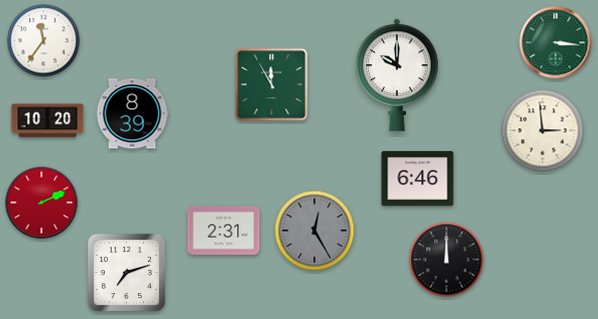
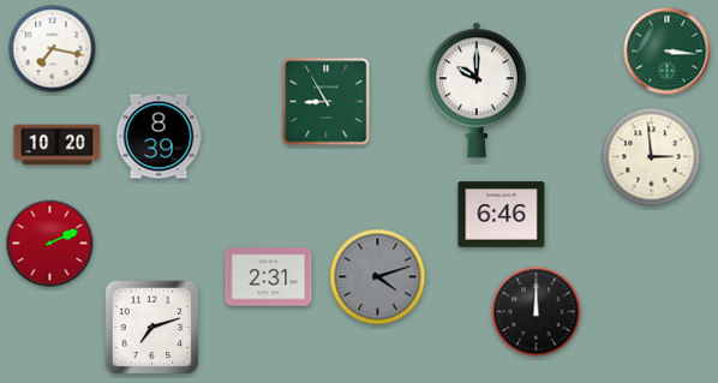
clock at (44, 41): 11:36 -> 7:17
clock at (272, 85): 11:55 -> 8:55
clock at (315, 231): 12:25 -> 4:12
